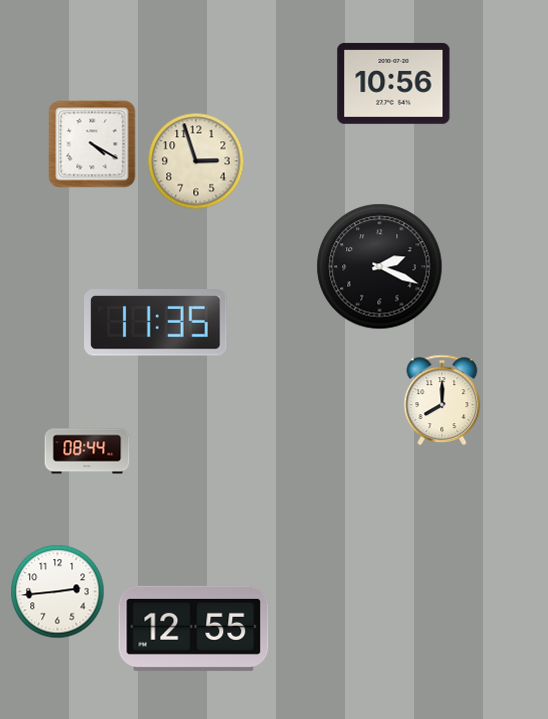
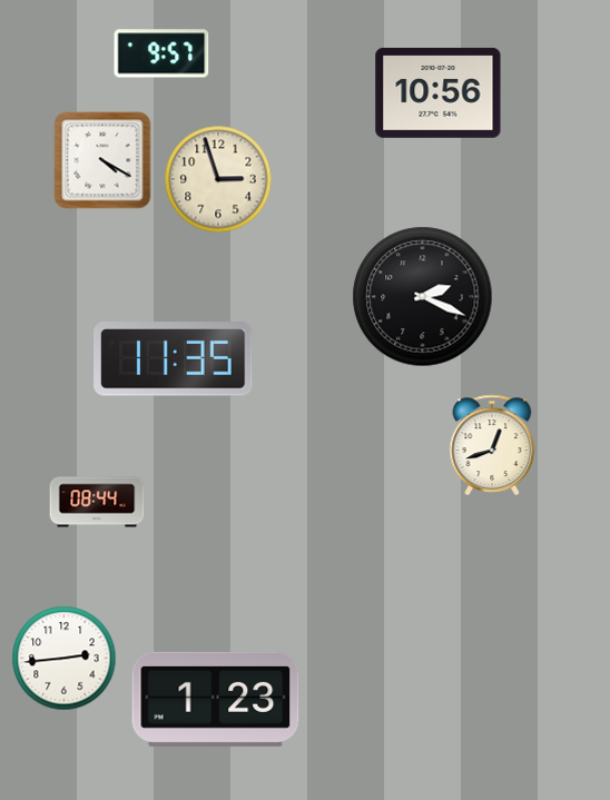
clock at (161, 53): none -> 9:57
clock at (442, 400): 8:00 -> 12:42
clock at (194, 628): 12:55 -> 1:23
